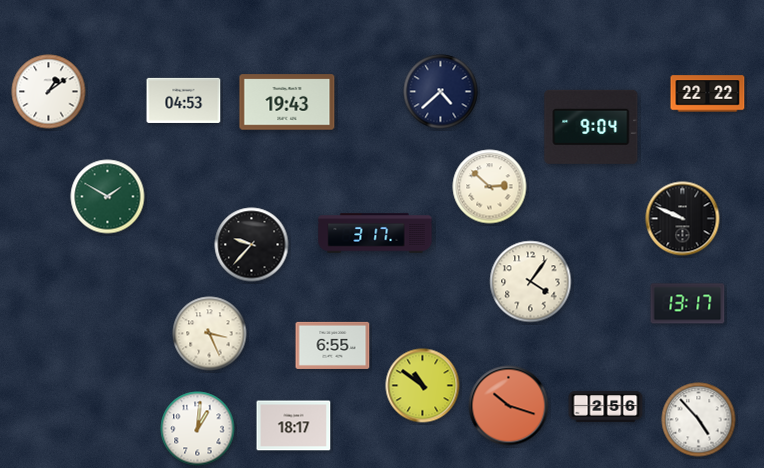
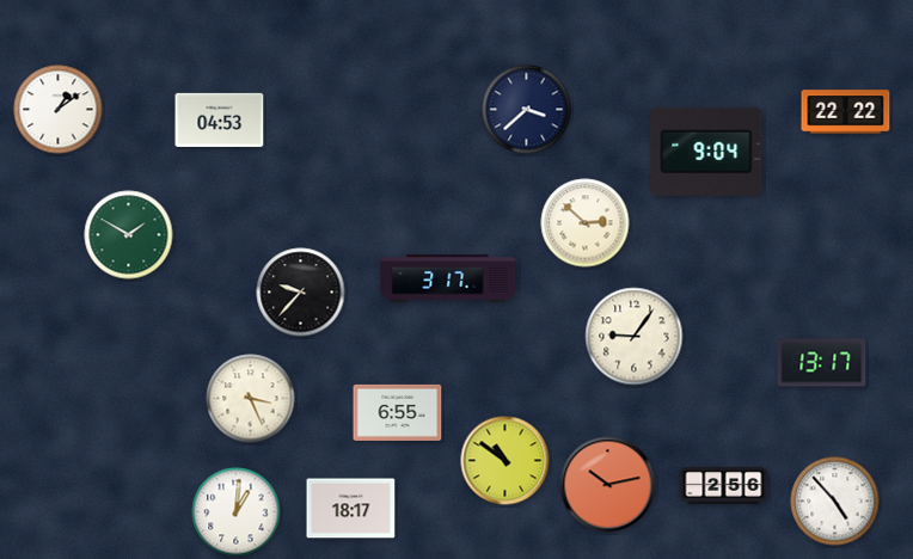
clock at (441, 92): 4:38 -> 3:38
clock at (287, 102): 19:43 -> none
clock at (683, 219): 9:49 -> none
clock at (531, 282): 4:06 -> 9:06
clock at (509, 406): 10:18 -> 10:13
